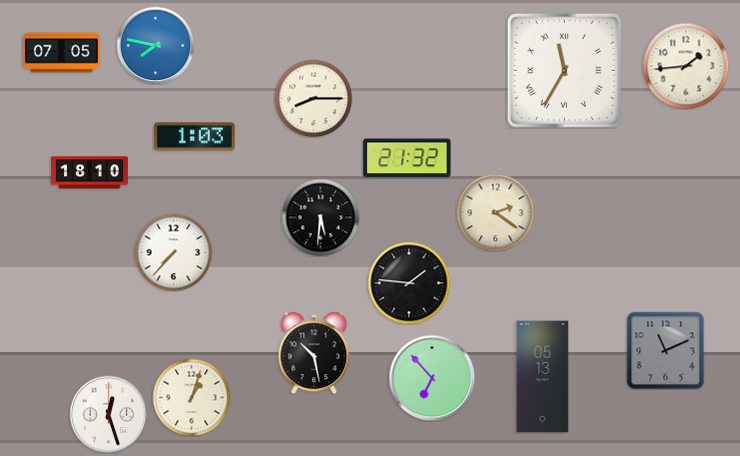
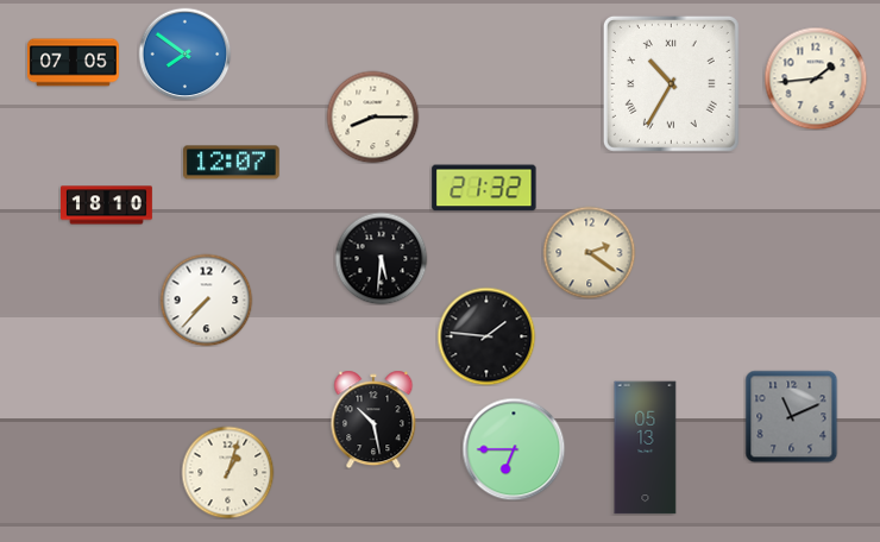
clock at (155, 45): 7:47 -> 7:51
clock at (564, 70): 11:35 -> 10:35
clock at (195, 137): 1:03 -> 12:07
clock at (432, 378): 6:53 -> 6:45
clock at (108, 414): 12:27 -> none
